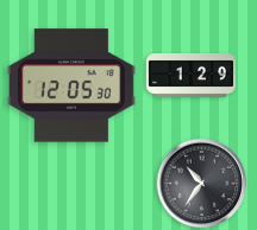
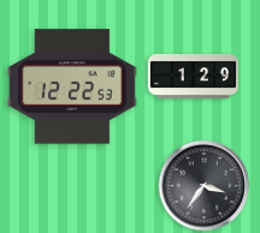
clock at (71, 85): 12:05 -> 12:22
clock at (202, 184): 10:36 -> 3:36
